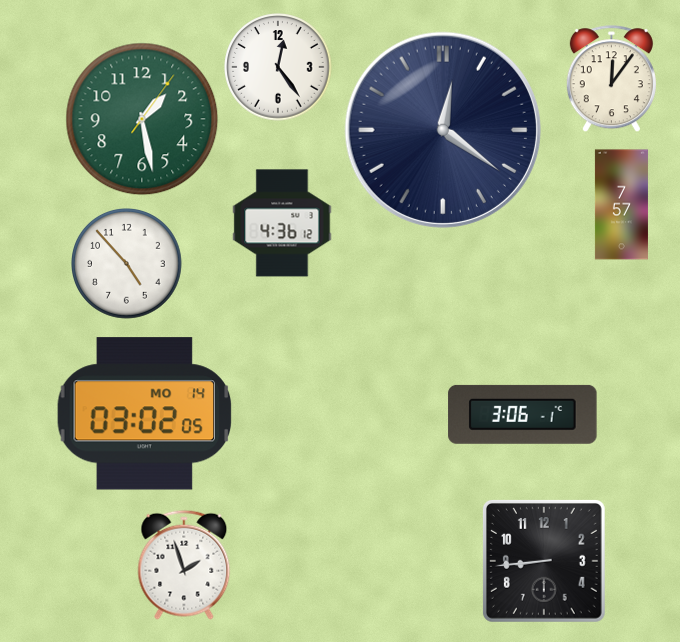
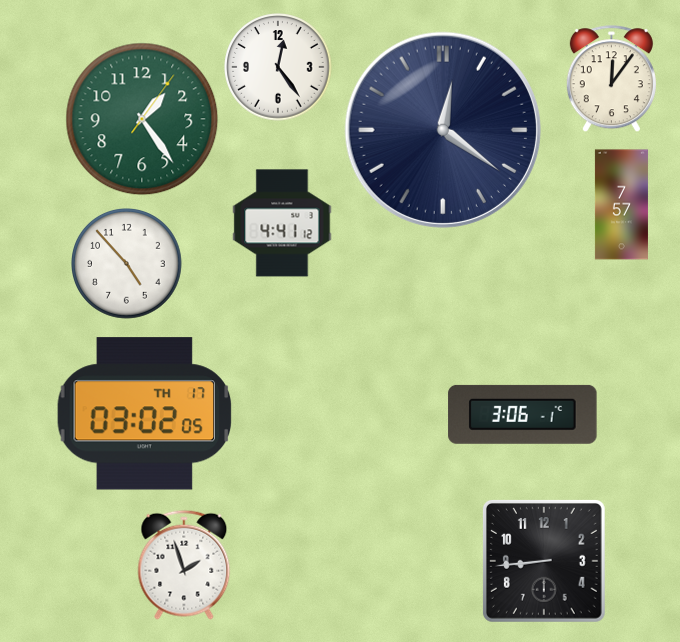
clock at (142, 119): 1:28 -> 1:24
clock at (282, 223): 4:36 -> 4:41
clock at (145, 414) date: MO 14 -> TH 17
